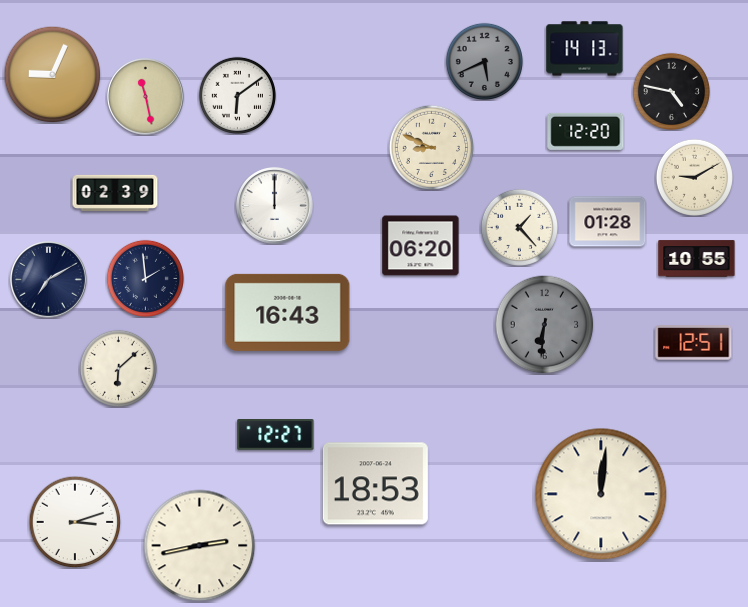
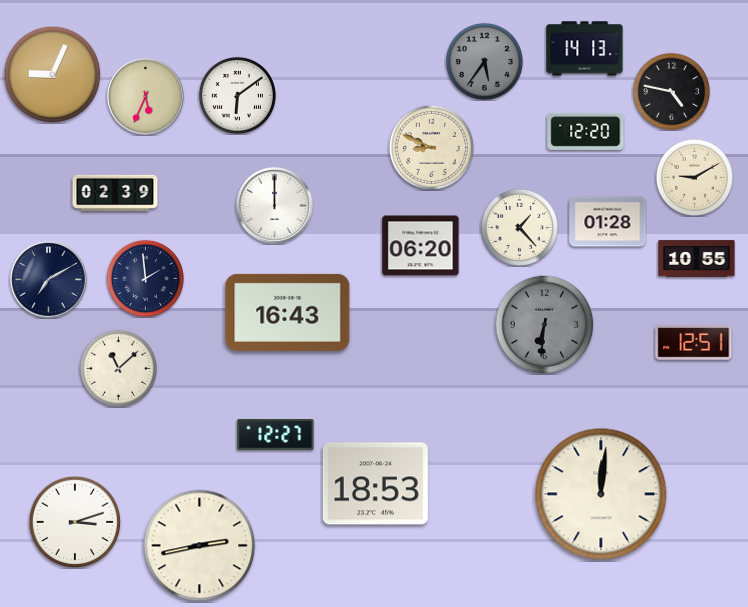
clock at (484, 61): 5:41 -> 5:36
clock at (146, 97): 11:28 -> 5:34
clock at (118, 368): 6:08 -> 11:08
